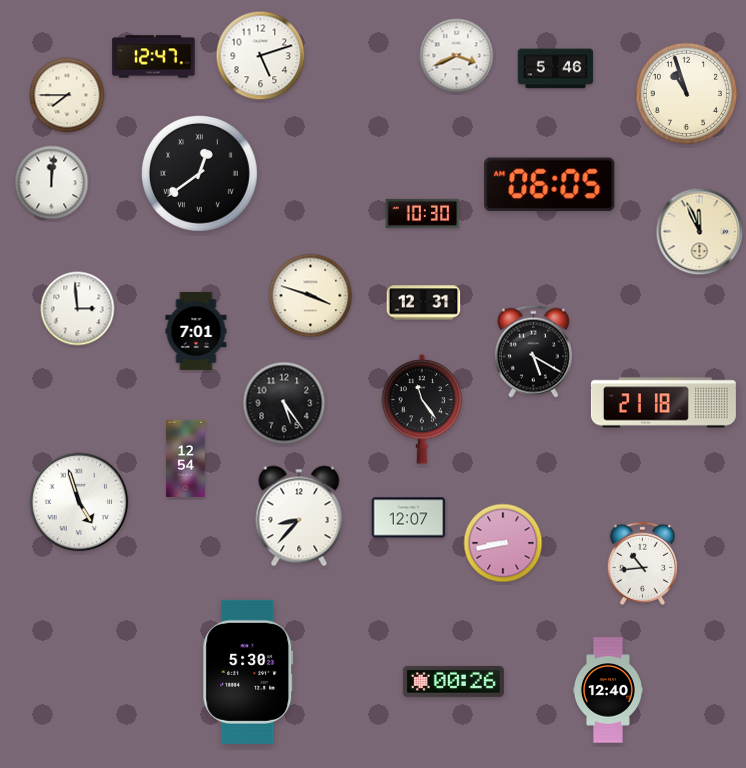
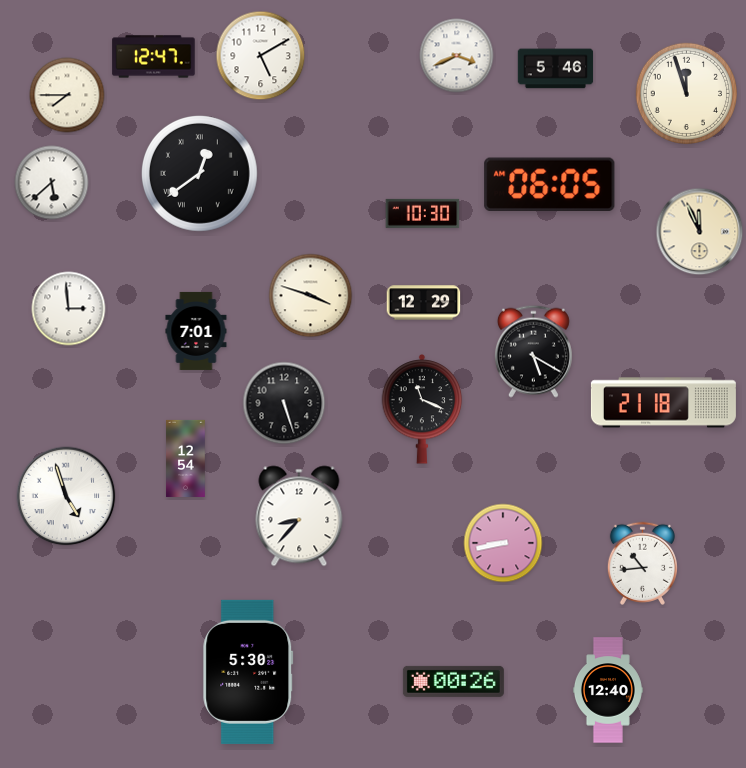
clock at (261, 56): 5:12 -> 5:10
clock at (686, 93): 10:57 -> 11:57
clock at (52, 183): 12:01 -> 5:38
clock at (424, 303): 12:31 -> 12:29
clock at (78, 309) position: (78, 309) -> (69, 309)
clock at (284, 403): 5:24 -> 5:27
clock at (422, 410): 11:24 -> 11:19
clock at (79, 502) position: (79, 502) -> (66, 496)
clock at (409, 518): 12:07 -> none
